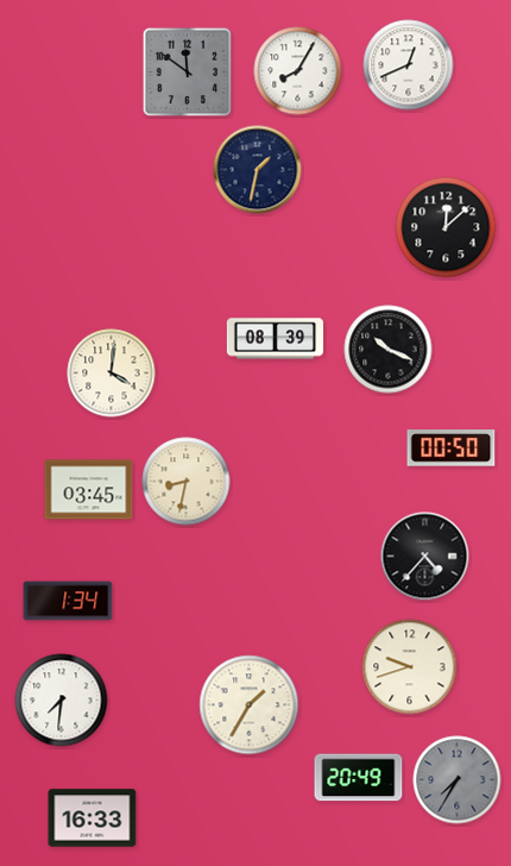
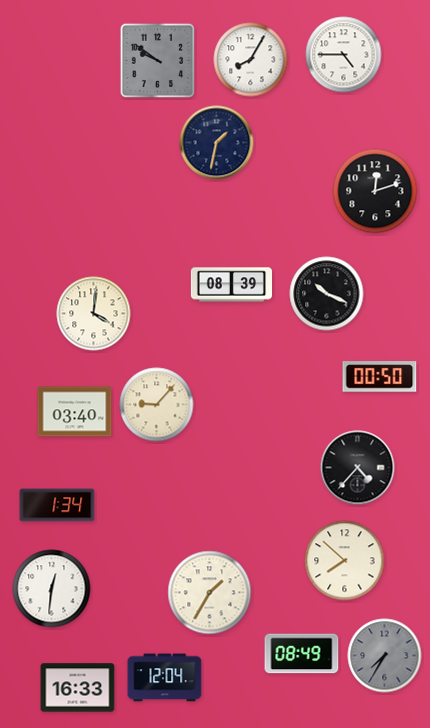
clock at (409, 65): 12:41 -> 4:45
clock at (188, 73): 11:51 -> 9:51
clock at (446, 227): 12:08 -> 12:12
clock at (187, 482): 8:32 -> 9:07
clock at (89, 490): 03:45 -> 03:40
clock at (410, 667): 9:42 -> 7:52
clock at (62, 701): 7:31 -> 12:31
clock at (359, 778): 20:49 -> 08:49
clock at (165, 678): none -> 12:04
